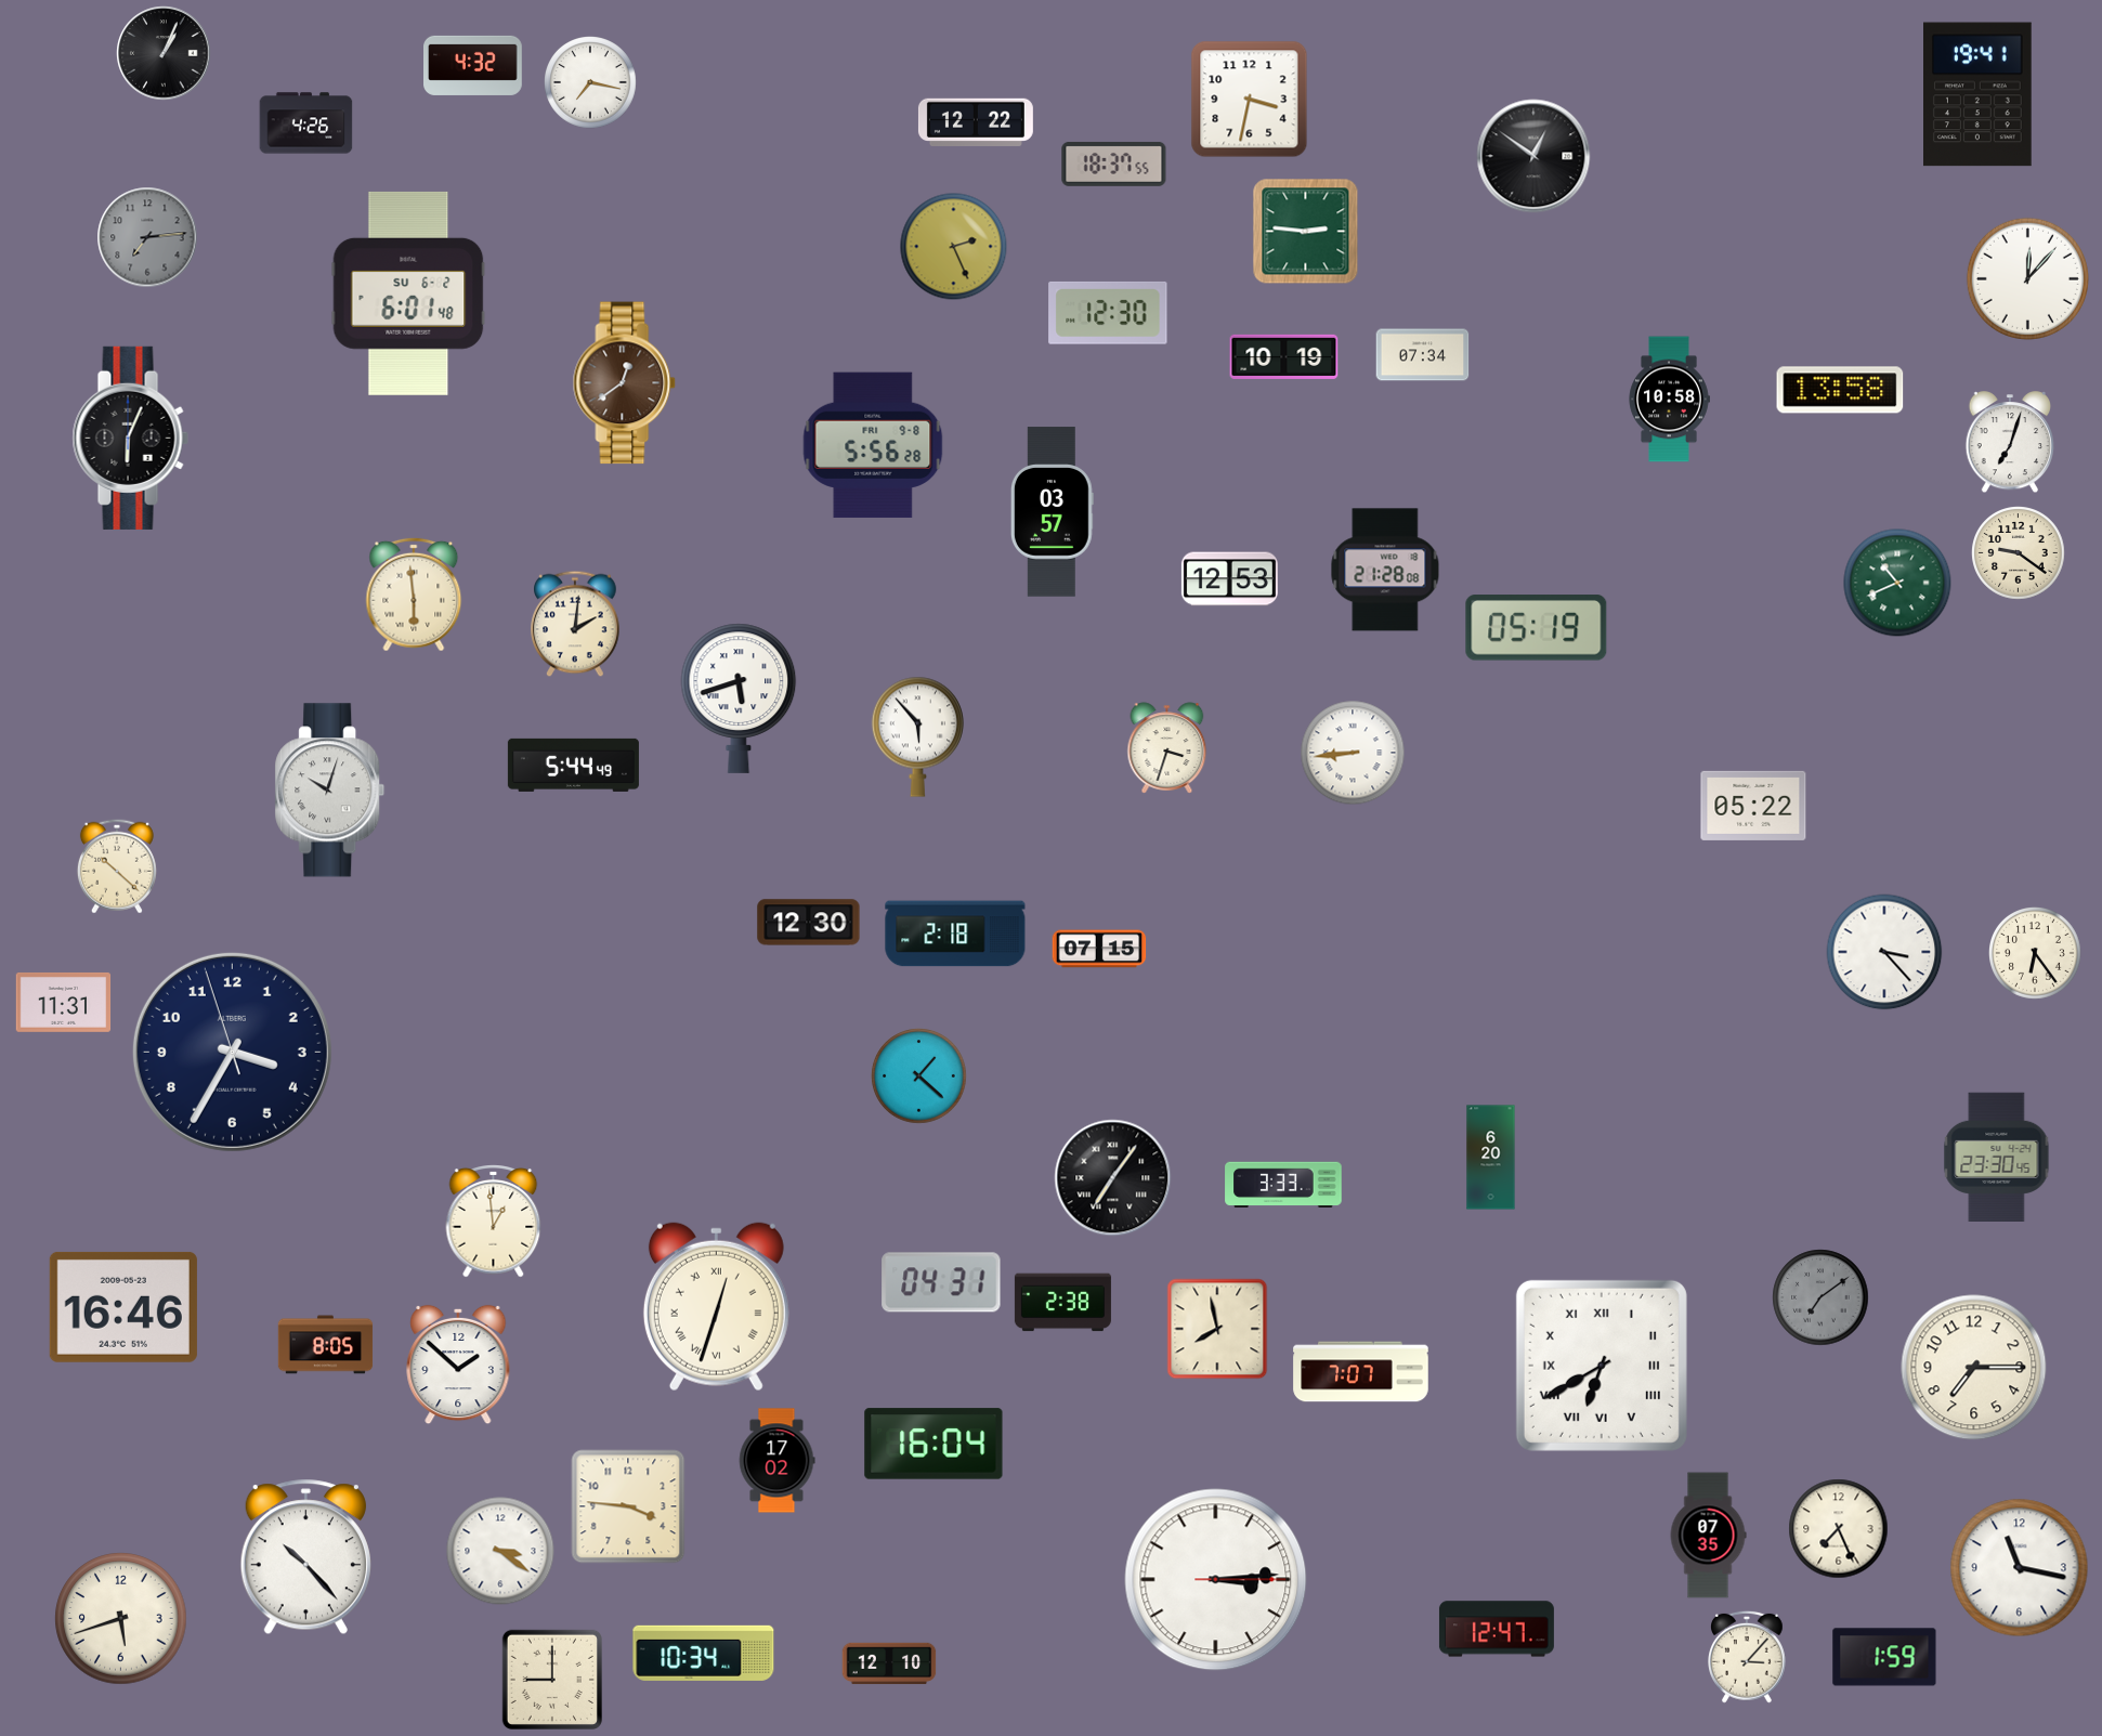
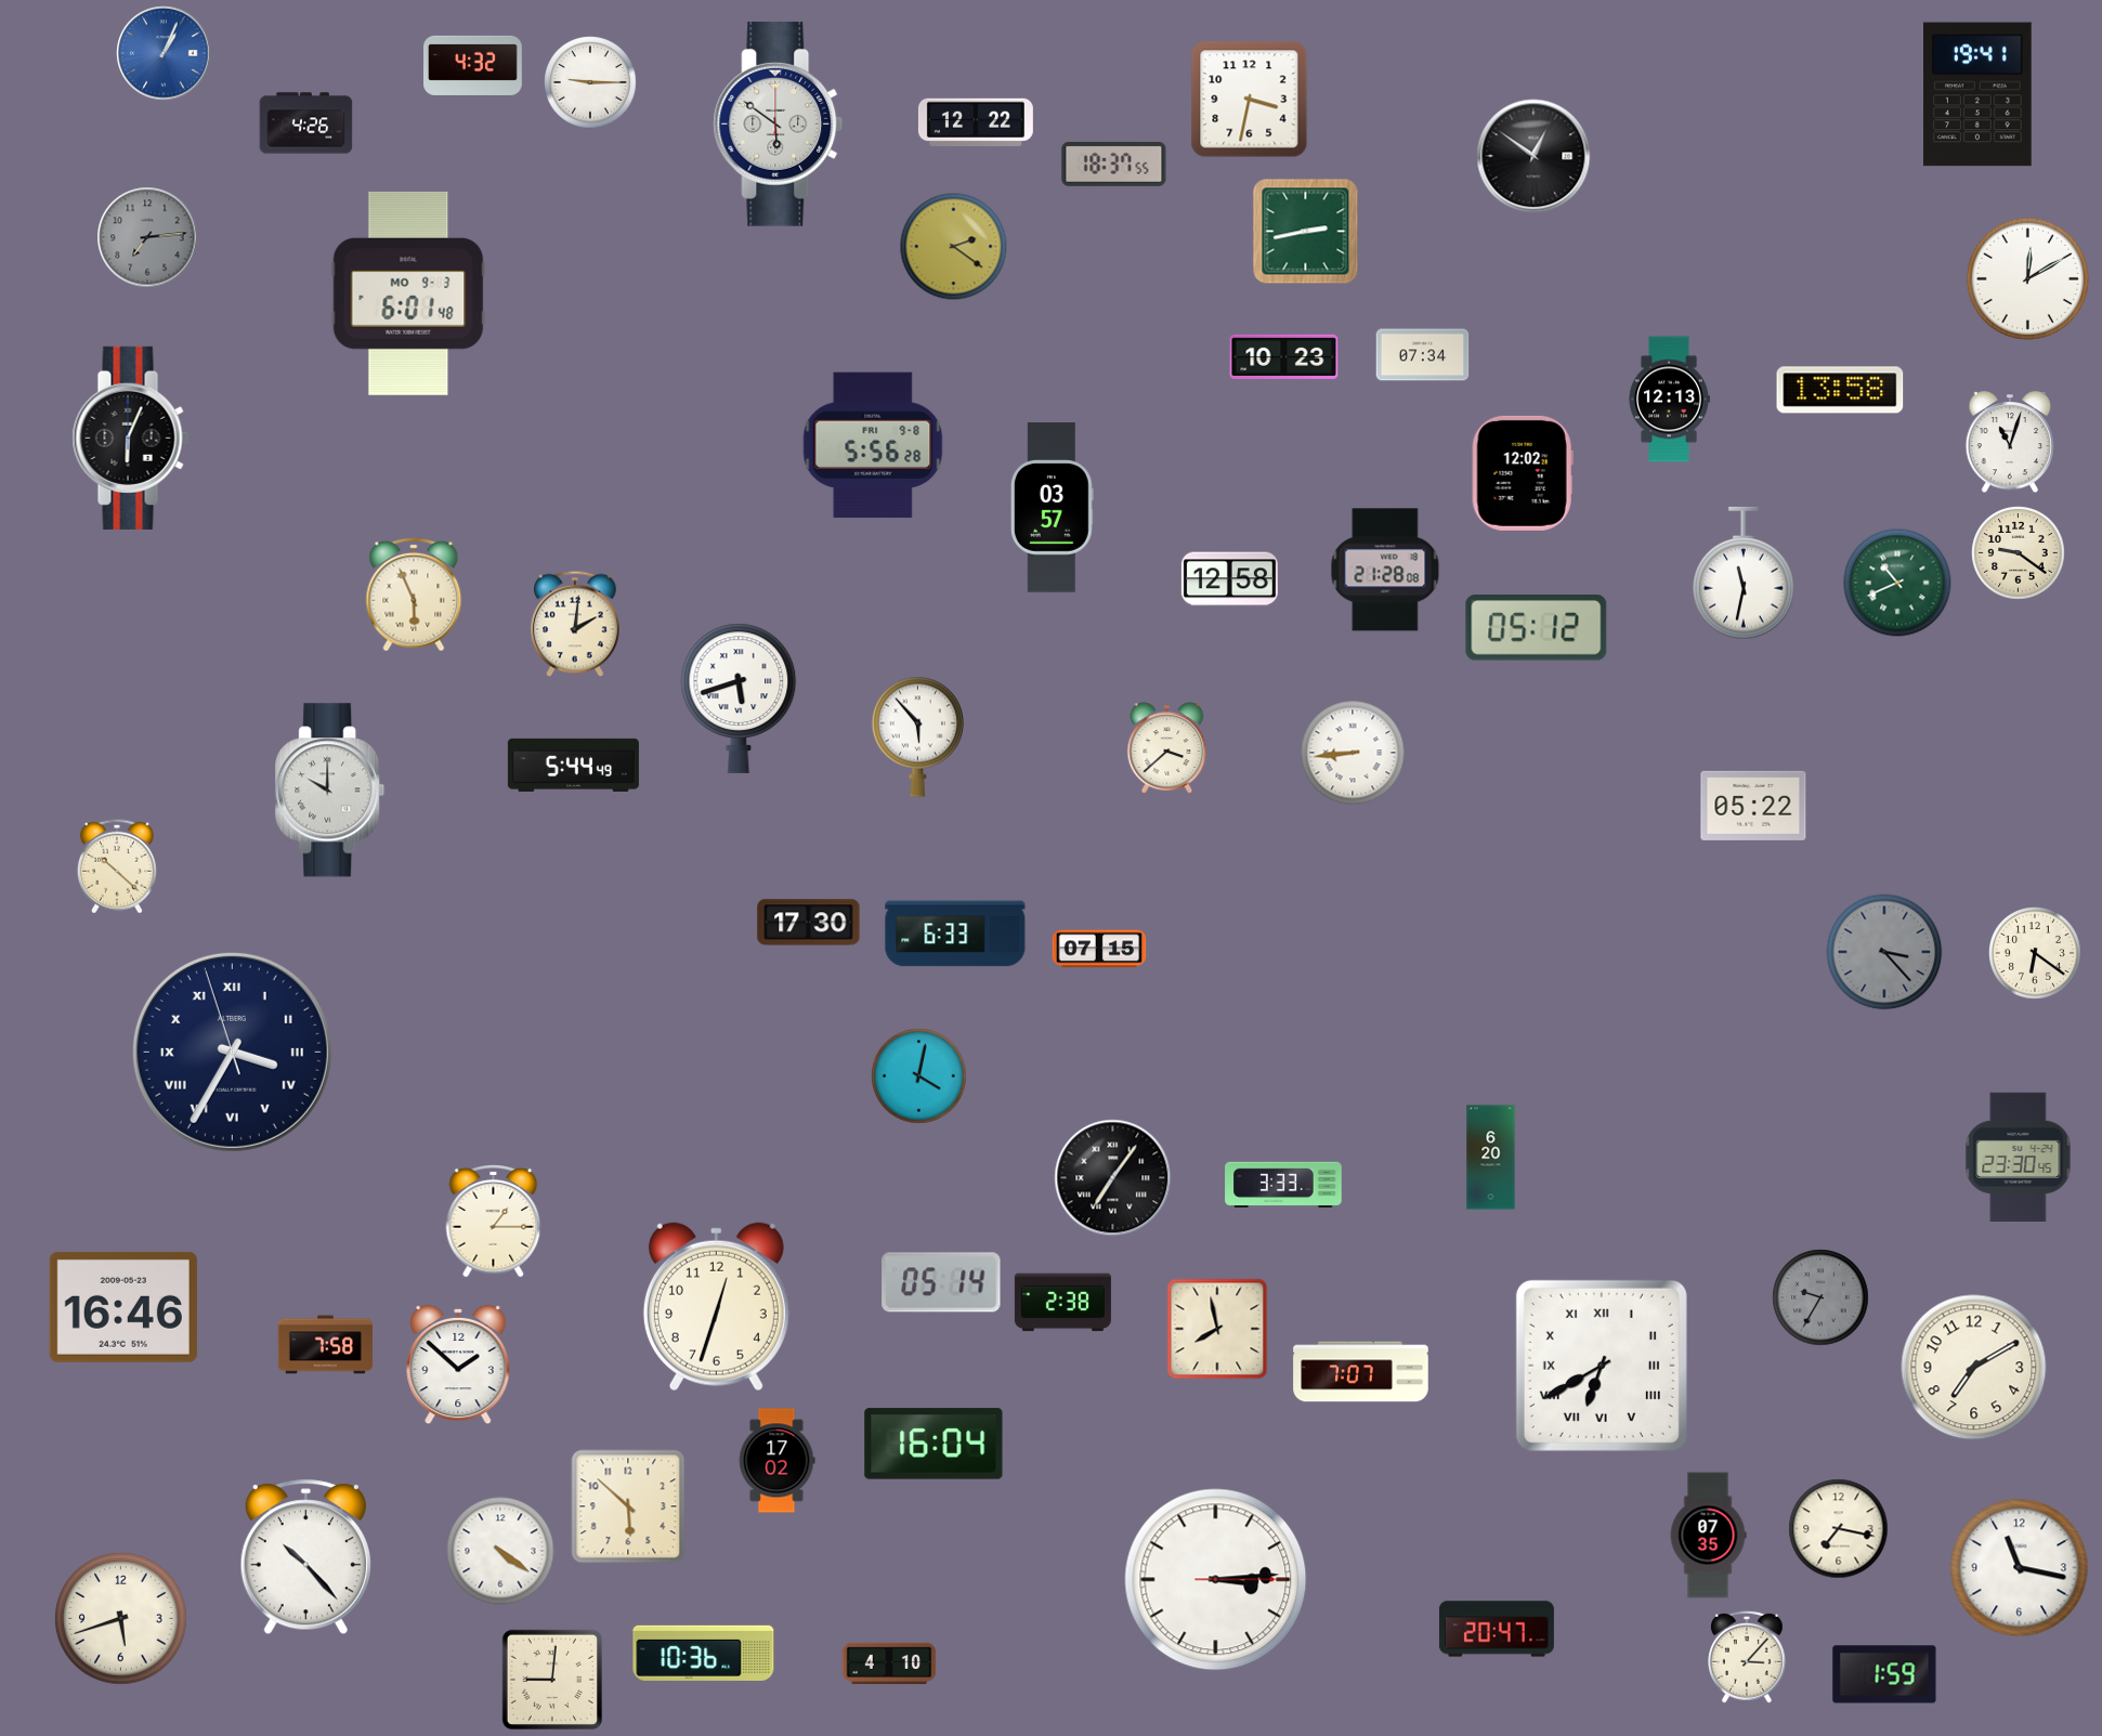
clock at (164, 53) dial: black -> blue
clock at (591, 83): 7:17 -> 9:15
clock at (779, 123): none -> 5:51
clock at (1306, 232): 2:46 -> 2:43
clock at (954, 247): 2:26 -> 2:21
clock at (2027, 278): 12:07 -> 12:10
clock at (408, 293) date: SU 6-2 -> MO 9-3
clock at (1108, 313): 12:30 -> none
clock at (1284, 356): 10:19 -> 10:23
clock at (625, 383): 12:39 -> none
clock at (1669, 400): 10:58 -> 12:13
clock at (2009, 443): 7:03 -> 11:03
clock at (1523, 473): none -> 12:02
clock at (1052, 512) position: (1052, 512) -> (1052, 508)
clock at (1744, 573): none -> 11:32
clock at (1229, 579): 12:53 -> 12:58
clock at (414, 595): 5:59 -> 5:56
clock at (1537, 628): 05:19 -> 05:12
clock at (1167, 748): 3:33 -> 3:38
clock at (330, 791): 10:03 -> 10:00
clock at (809, 923): 12:30 -> 17:30
clock at (955, 934): 2:18 -> 6:33
clock at (1884, 952) dial: white -> grey
clock at (2036, 954): 6:24 -> 6:21
clock at (64, 1002): 11:31 -> none
clock at (232, 1052) numerals: Arabic -> Roman
clock at (919, 1076): 1:22 -> 4:02
clock at (1997, 1157) position: (1997, 1157) -> (2019, 1157)
clock at (494, 1222): 12:59 -> 1:15
clock at (941, 1282): 04:31 -> 05:14
clock at (1820, 1297): 7:09 -> 9:35
clock at (716, 1307) numerals: Roman -> Arabic
clock at (326, 1345): 8:05 -> 7:58
clock at (1974, 1368): 7:15 -> 7:10
clock at (628, 1506): 3:46 -> 5:52
clock at (1839, 1529): 7:26 -> 7:17
clock at (500, 1551): 3:21 -> 4:21
clock at (1497, 1629): 12:47 -> 20:47
clock at (704, 1653): 10:34 -> 10:36
clock at (1884, 1657) position: (1884, 1657) -> (1884, 1674)
clock at (889, 1663): 12:10 -> 4:10
clock at (552, 1680): 9:00 -> 9:01
